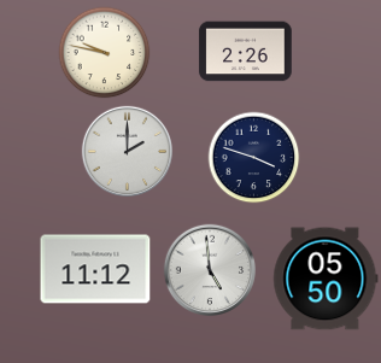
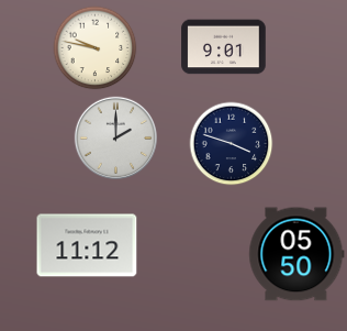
clock at (246, 52): 2:26 -> 9:01
clock at (209, 269): 4:59 -> none
